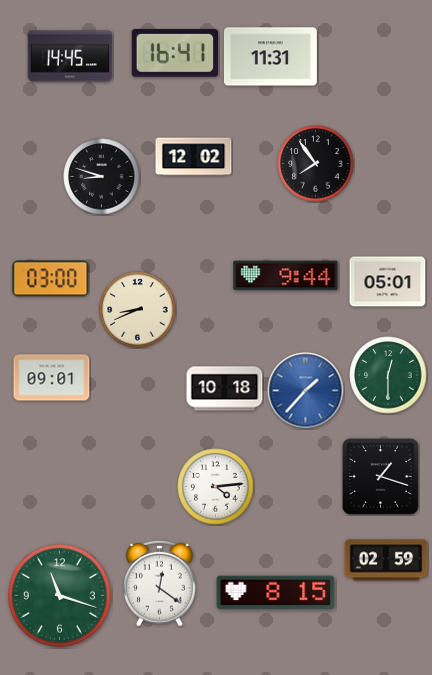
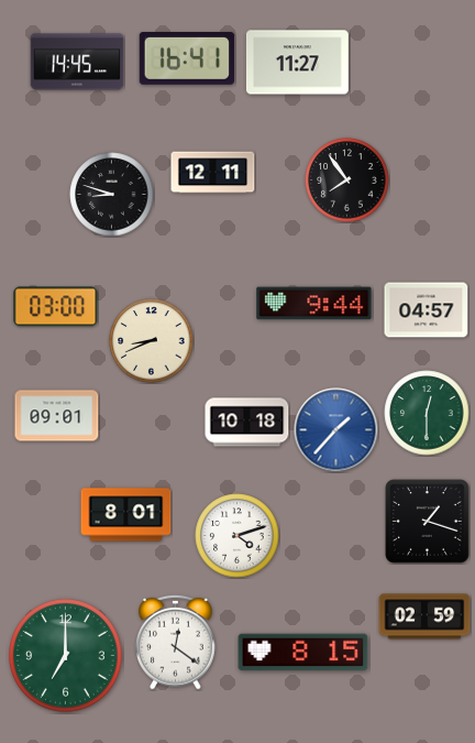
clock at (174, 54) position: (174, 54) -> (186, 59)
clock at (270, 57): 11:31 -> 11:27
clock at (194, 157): 12:02 -> 12:11
clock at (388, 282): 05:01 -> 04:57
clock at (225, 389) position: (225, 389) -> (247, 423)
clock at (126, 515): none -> 8:01
clock at (381, 477) position: (381, 477) -> (428, 522)
clock at (216, 487): 4:14 -> 4:12
clock at (60, 596): 11:18 -> 7:00
